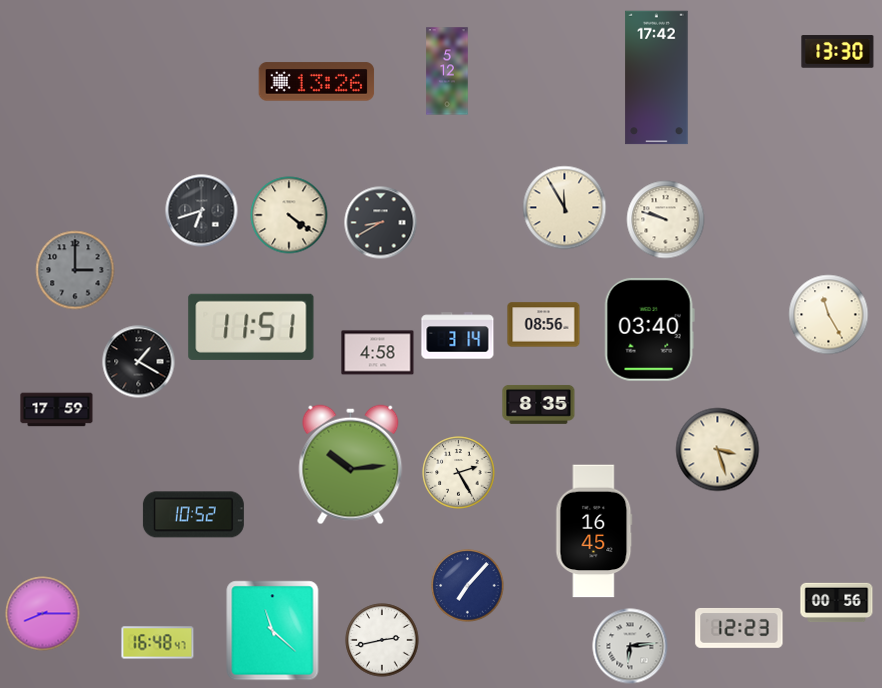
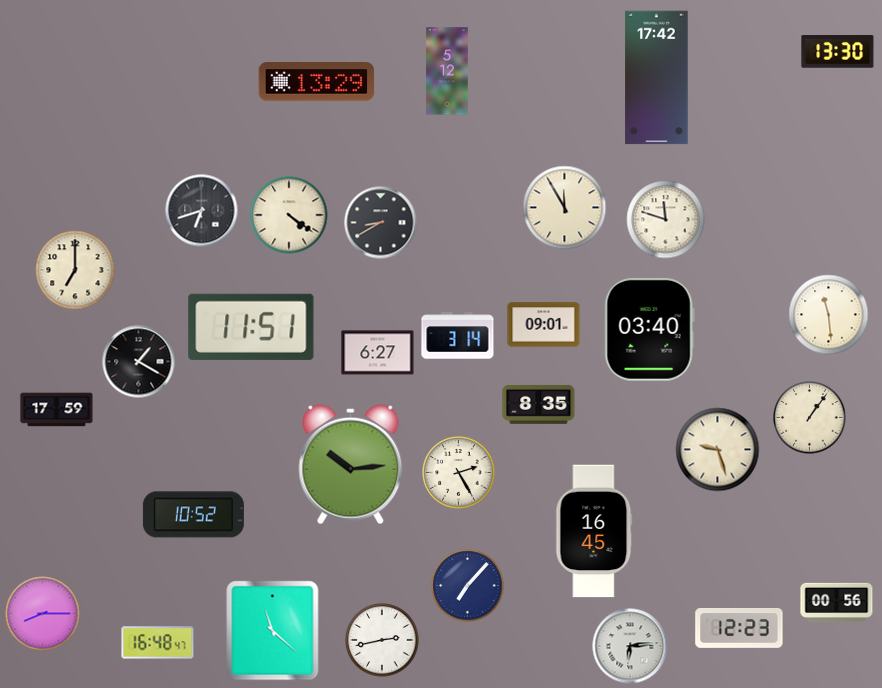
clock at (317, 82): 13:26 -> 13:29
clock at (666, 220): 9:48 -> 11:48
clock at (75, 270): 3:00 -> 7:00
clock at (75, 270) dial: grey -> cream
clock at (829, 315): 11:25 -> 11:29
clock at (544, 325): 08:56 -> 09:01
clock at (378, 353): 4:58 -> 6:27
clock at (810, 418): none -> 1:06
clock at (718, 450): 3:27 -> 9:27
